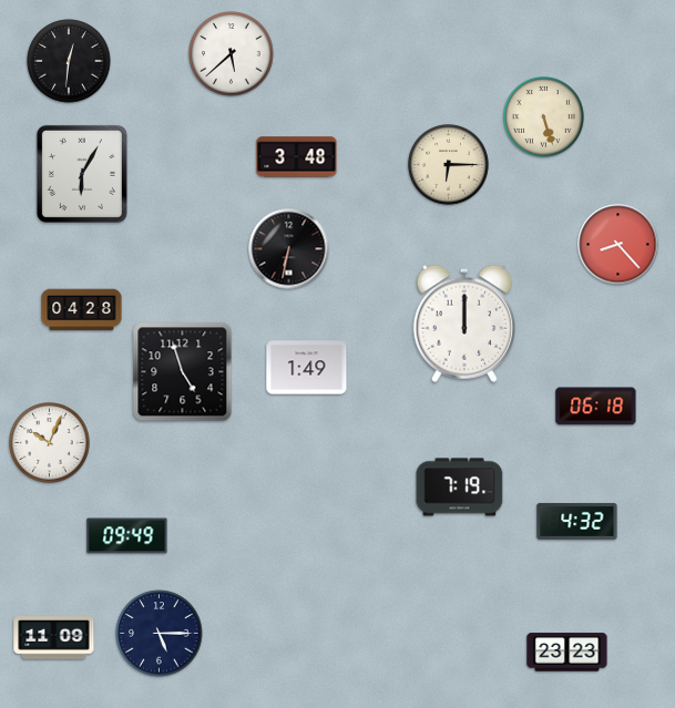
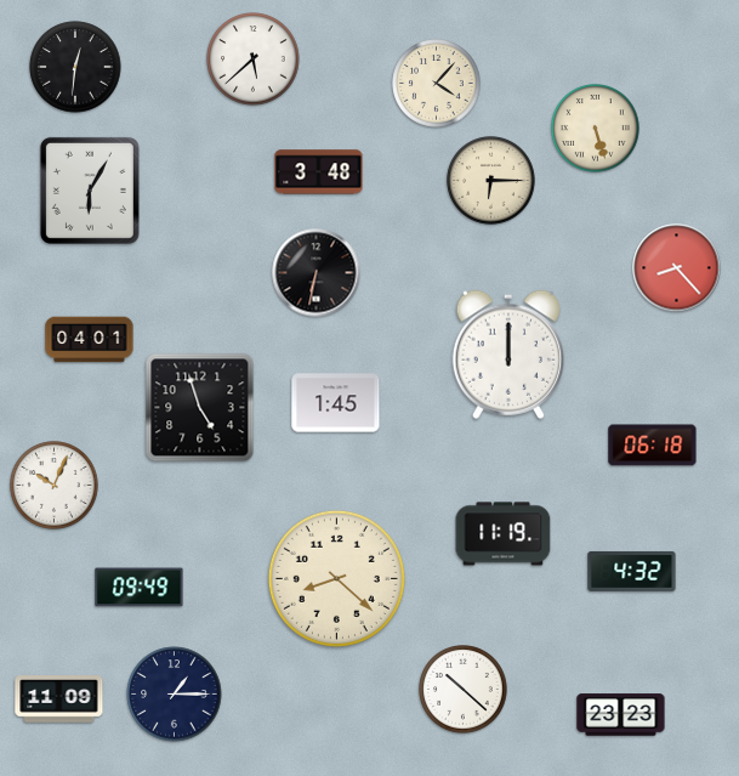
clock at (437, 84): none -> 4:07
clock at (297, 157) position: (297, 157) -> (319, 172)
clock at (82, 310): 04:28 -> 04:01
clock at (307, 368): 1:49 -> 1:45
clock at (460, 488): 7:19 -> 11:19
clock at (336, 578): none -> 8:22
clock at (464, 690): none -> 10:22
clock at (160, 634): 5:15 -> 1:15
